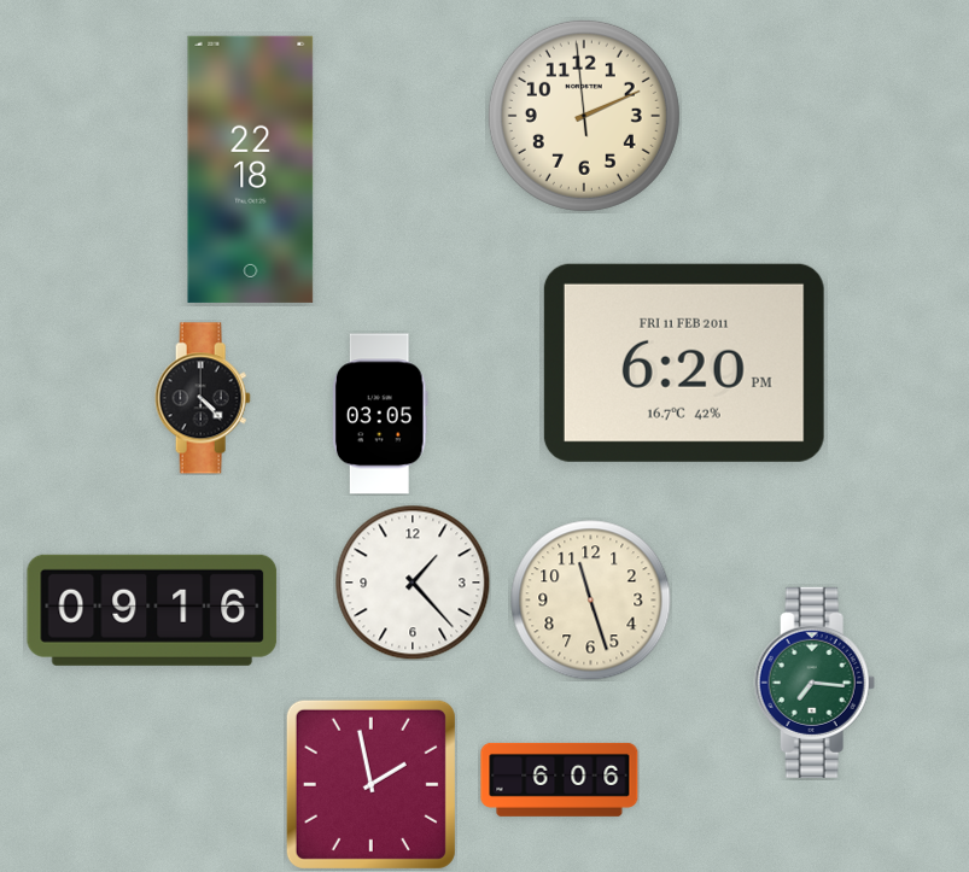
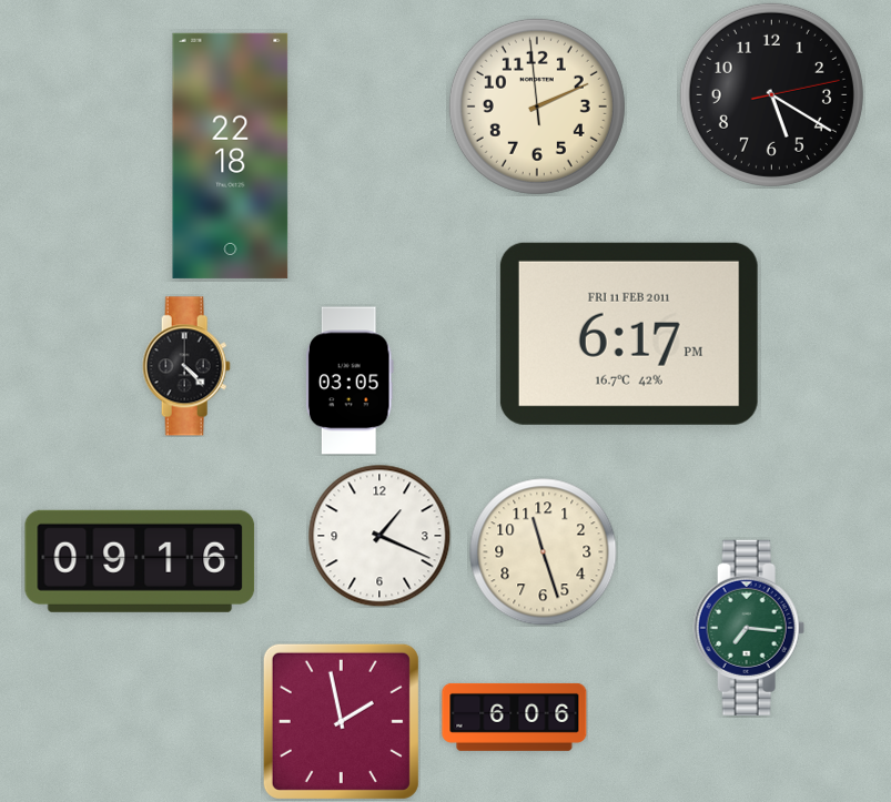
clock at (771, 94): none -> 5:20
clock at (684, 363): 6:20 -> 6:17
clock at (413, 583): 1:23 -> 1:19
